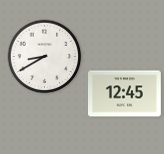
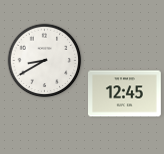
clock at (45, 57) position: (45, 57) -> (45, 61)
